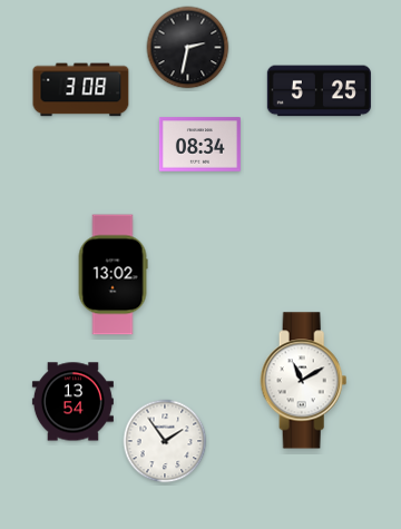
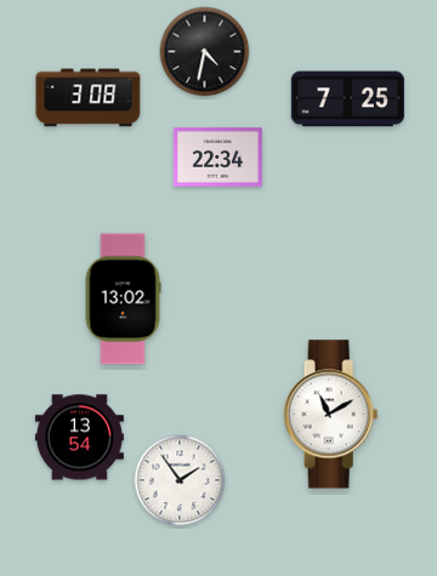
clock at (188, 48): 2:32 -> 4:32
clock at (319, 91): 5:25 -> 7:25
clock at (199, 145): 08:34 -> 22:34
